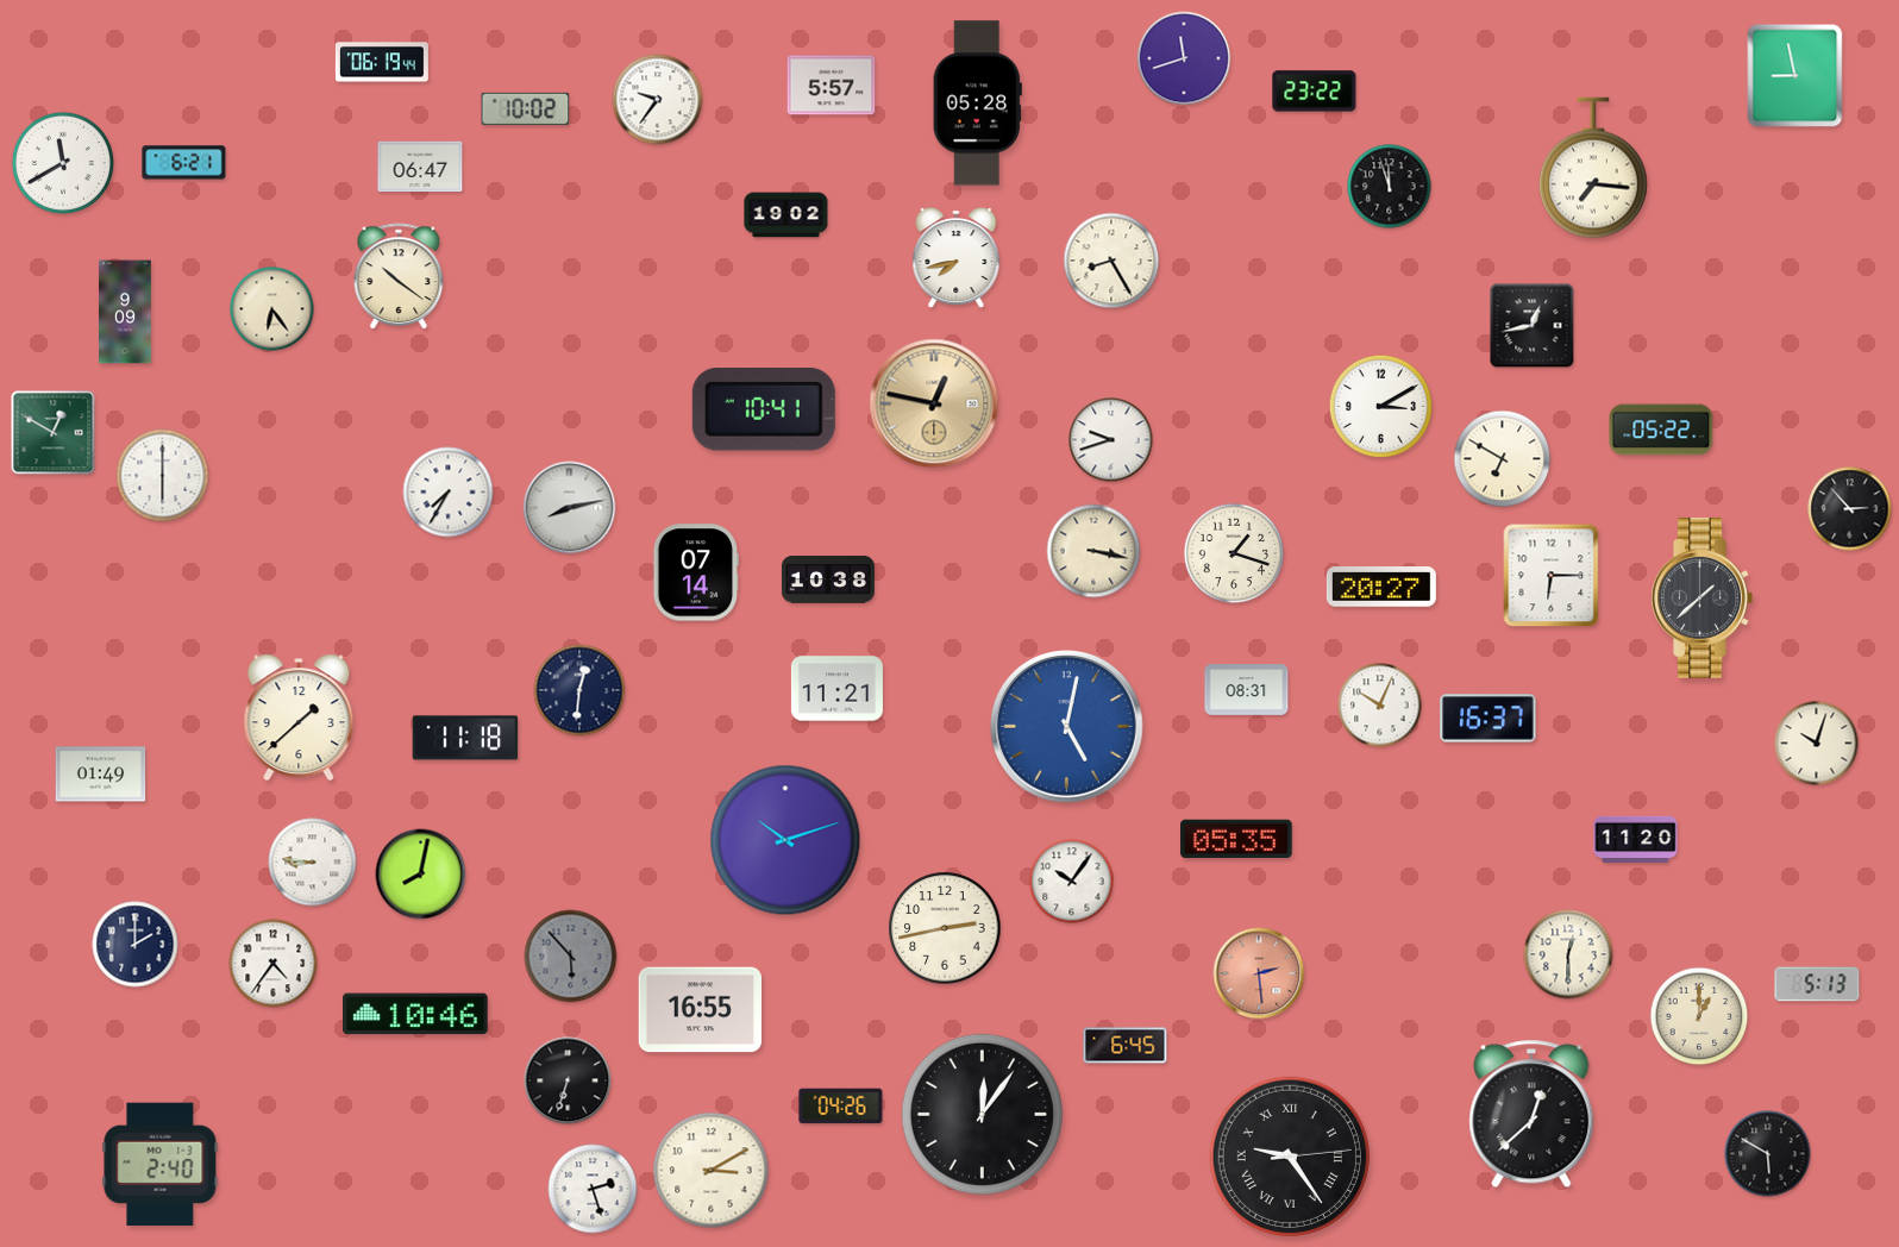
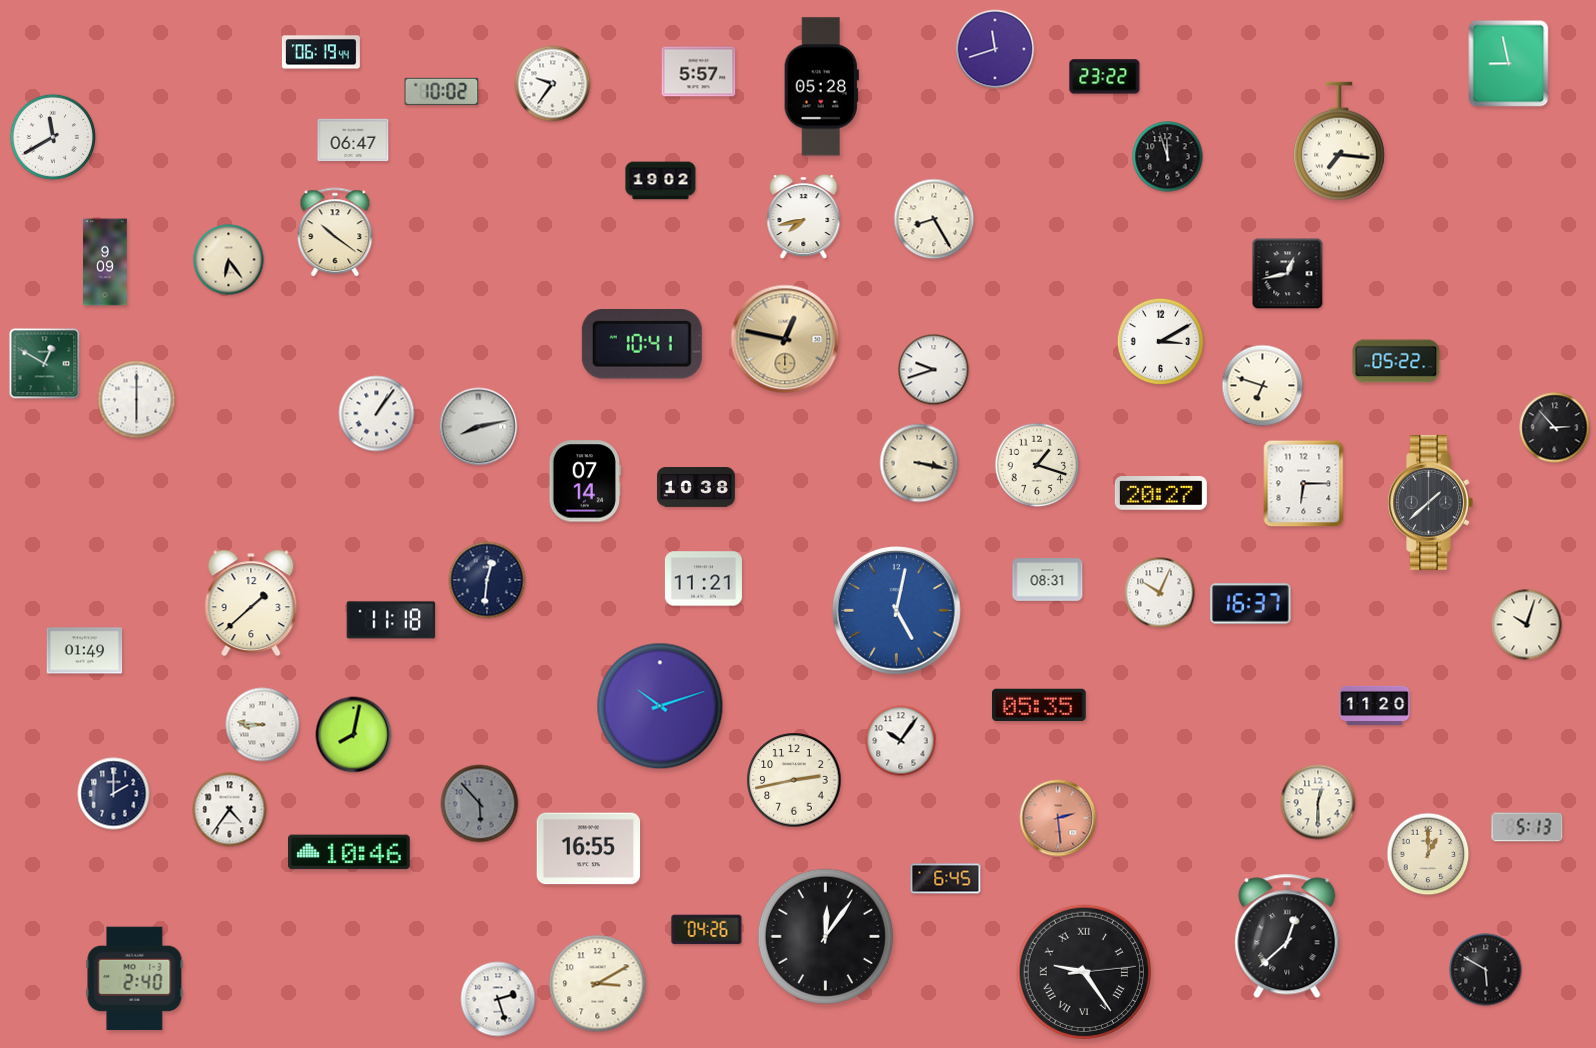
clock at (184, 163): 6:21 -> none
clock at (1503, 459): 6:50 -> 6:48
clock at (449, 493): 7:35 -> 1:06
clock at (568, 1080): 6:33 -> none
